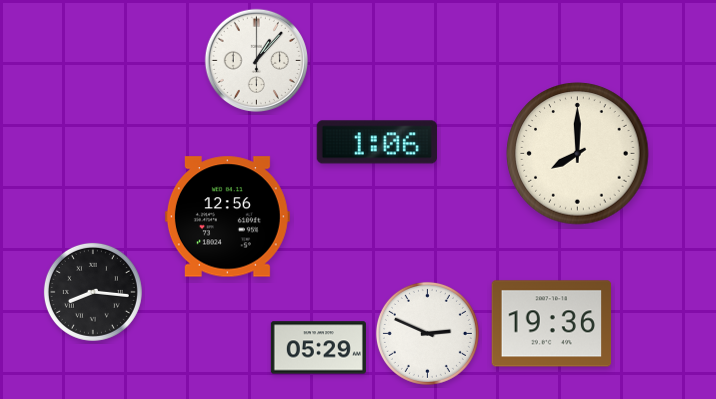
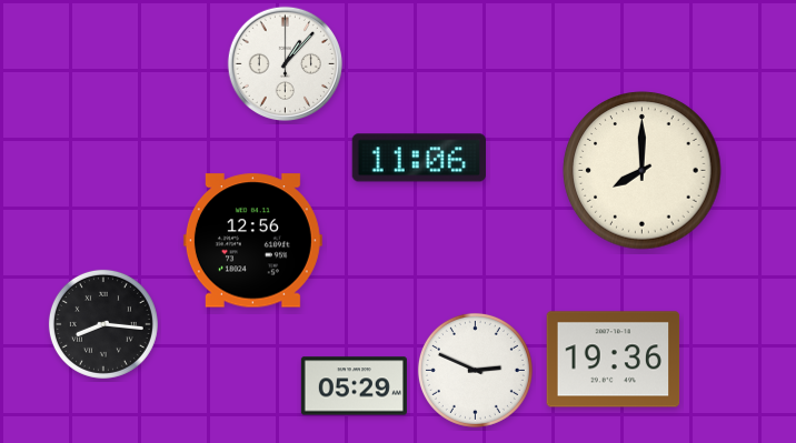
clock at (256, 60) position: (256, 60) -> (285, 63)
clock at (377, 142): 1:06 -> 11:06
